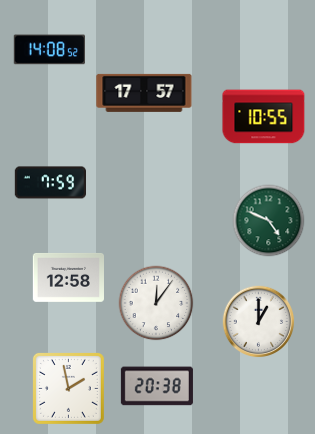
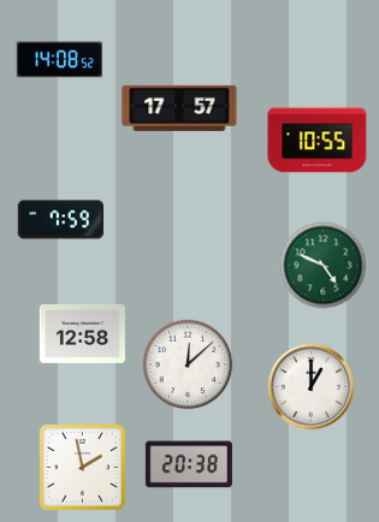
clock at (144, 93) position: (144, 93) -> (179, 108)
clock at (156, 303): 12:06 -> 12:08
